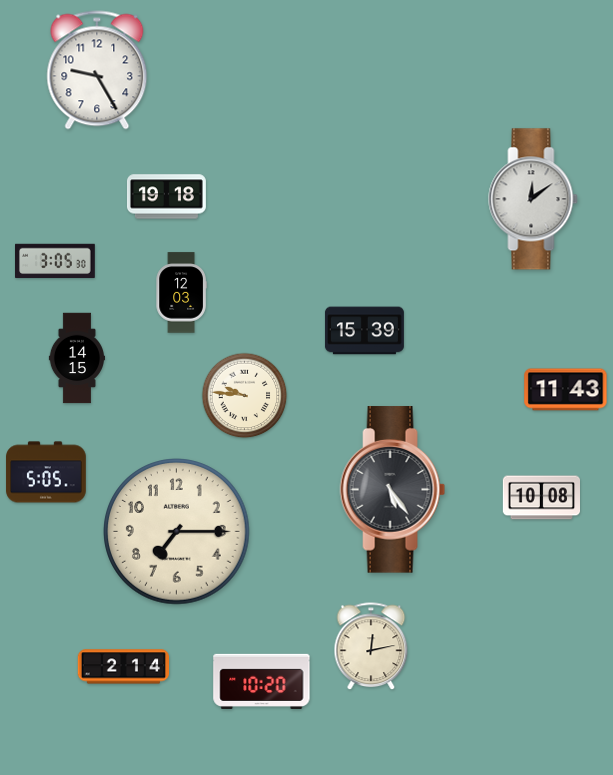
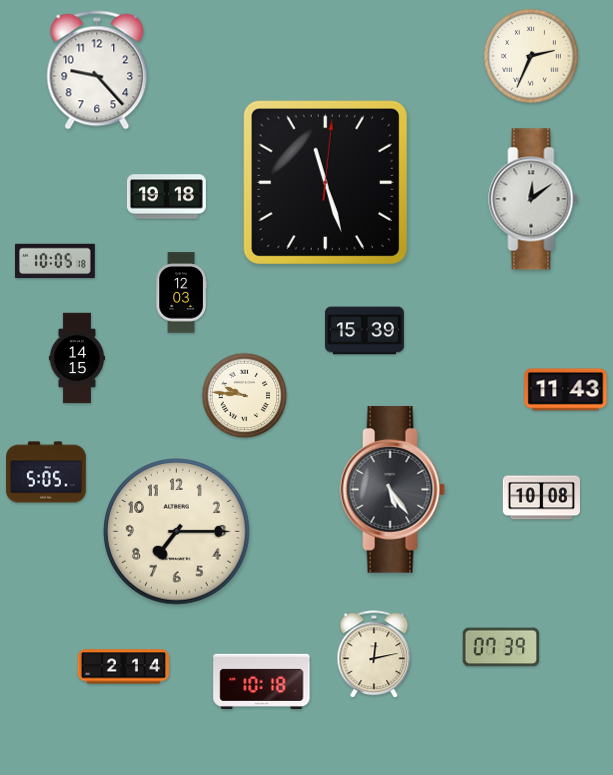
clock at (531, 56): none -> 2:34
clock at (97, 70): 9:25 -> 9:23
clock at (325, 182): none -> 11:27
clock at (56, 261): 3:05 -> 10:05
clock at (371, 647) position: (371, 647) -> (374, 655)
clock at (501, 647): none -> 07:39
clock at (262, 681): 10:20 -> 10:18
